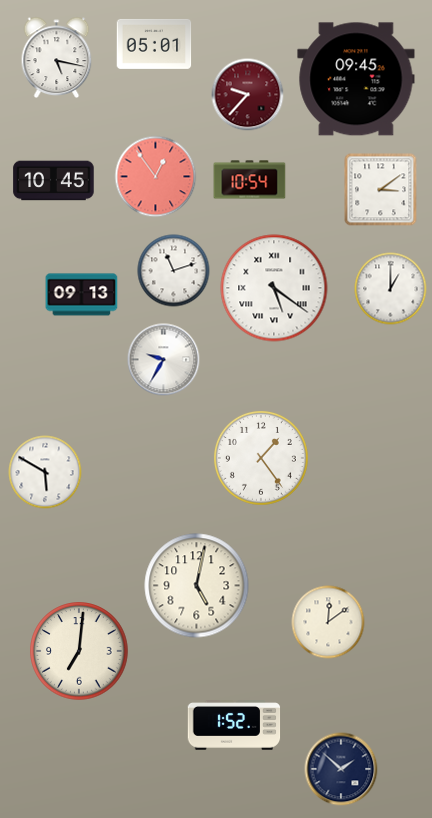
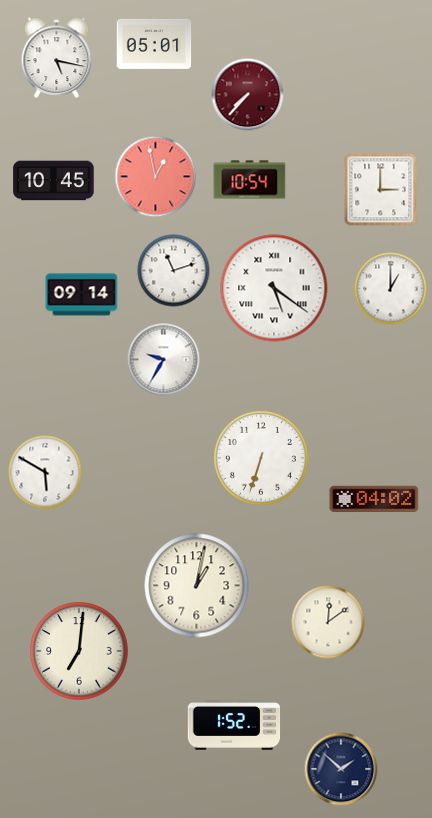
clock at (356, 79): 09:45 -> none
clock at (248, 95): 9:37 -> 7:37
clock at (156, 177): 12:54 -> 12:58
clock at (381, 190): 3:09 -> 3:00
clock at (82, 295): 09:13 -> 09:14
clock at (261, 458): 1:24 -> 6:33
clock at (374, 499): none -> 04:02
clock at (197, 586): 5:02 -> 1:02
